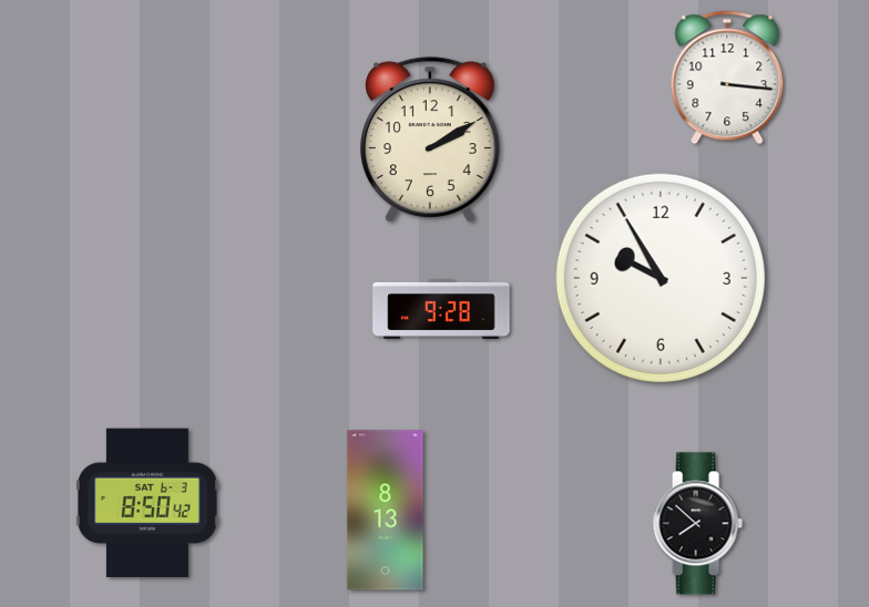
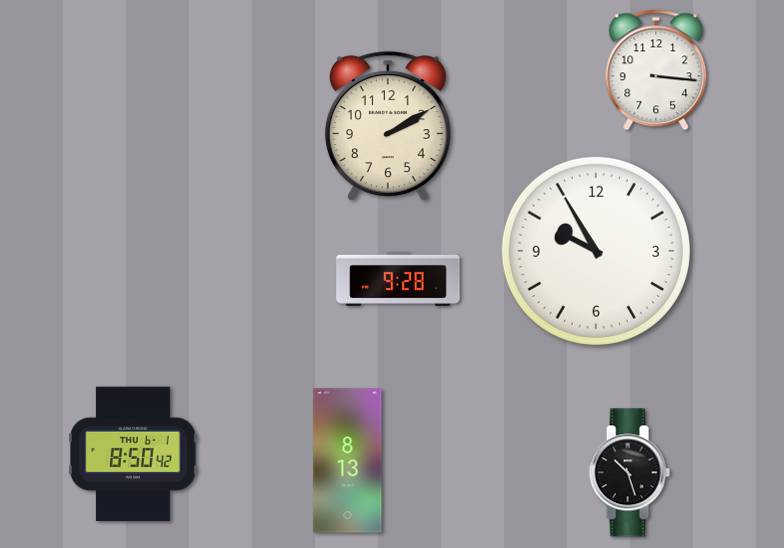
clock at (147, 503) date: SAT 6-3 -> THU 6-1
clock at (697, 524): 7:52 -> 10:27
